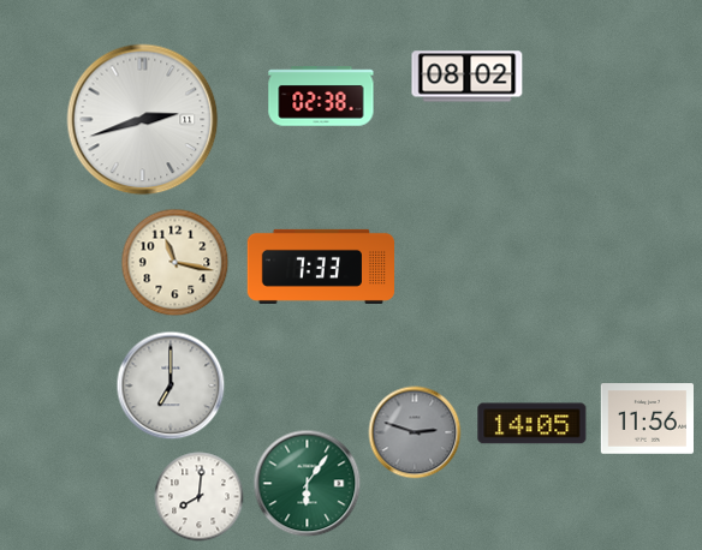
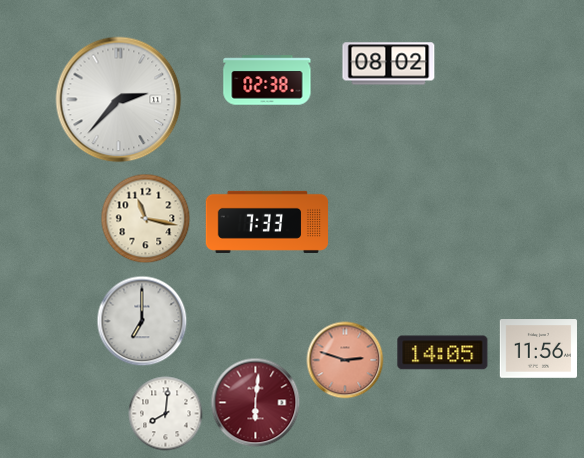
clock at (143, 120): 2:42 -> 2:37
clock at (415, 432) dial: grey -> salmon
clock at (308, 484): 6:06 -> 6:01
clock at (308, 484) dial: green -> burgundy
